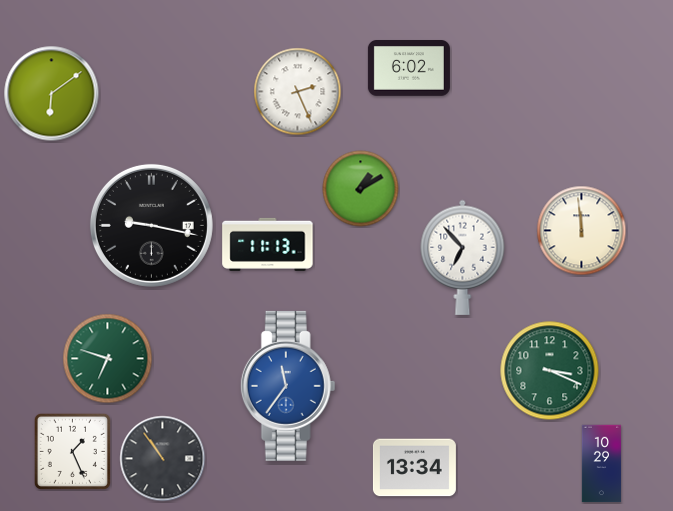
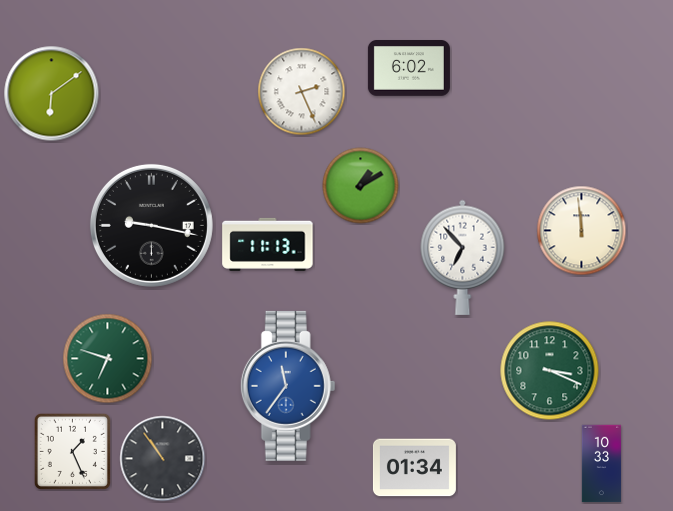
clock at (298, 92) position: (298, 92) -> (302, 92)
clock at (361, 189) position: (361, 189) -> (361, 186)
clock at (602, 464): 10:29 -> 10:33
clock at (414, 468): 13:34 -> 01:34
